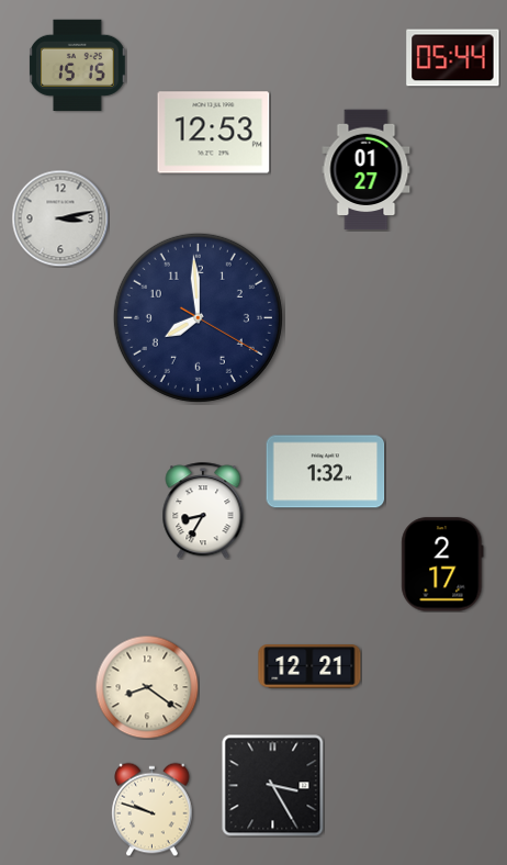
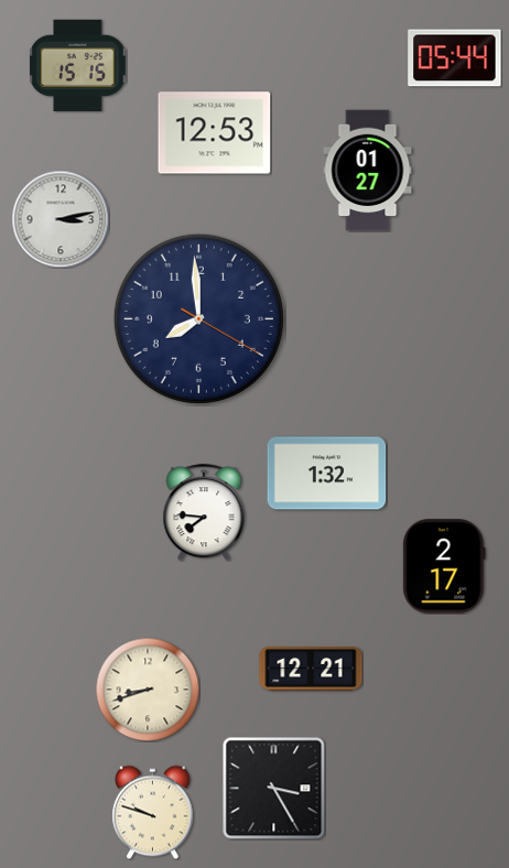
clock at (203, 510): 8:35 -> 7:46
clock at (147, 687): 8:21 -> 8:42
